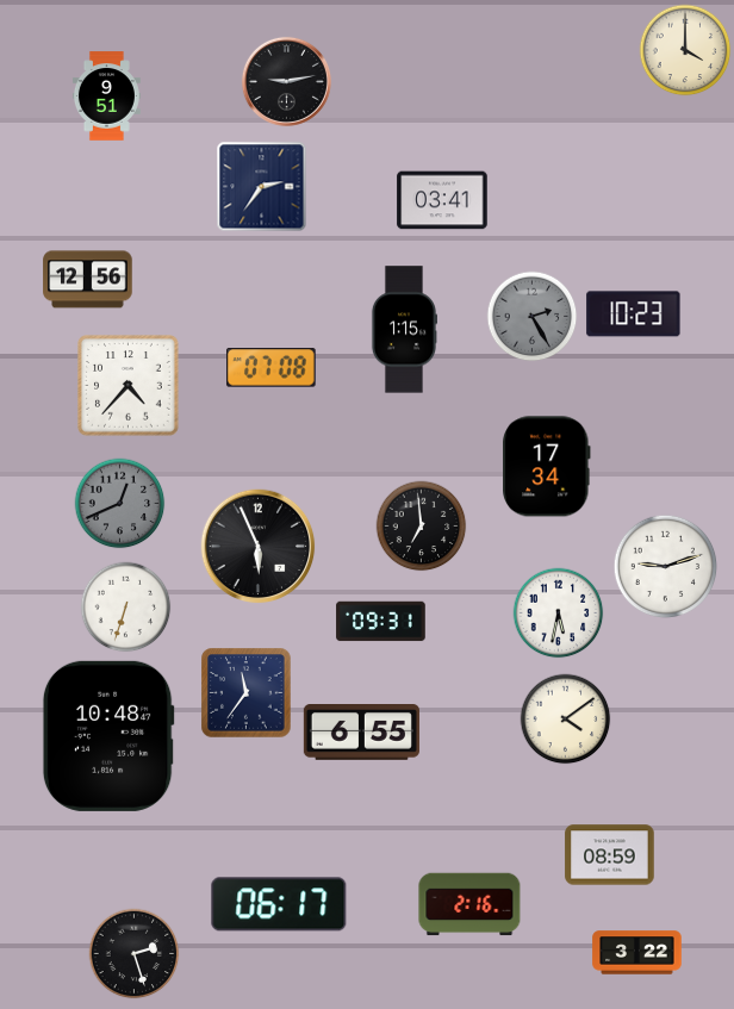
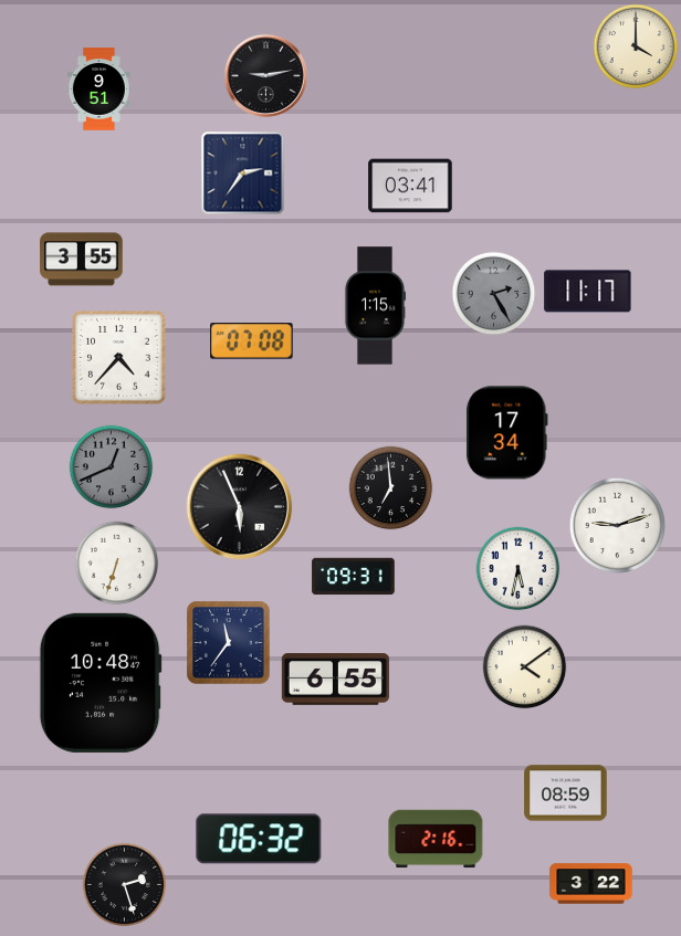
clock at (88, 280): 12:56 -> 3:55
clock at (634, 314): 10:23 -> 11:17
clock at (279, 904): 06:17 -> 06:32
